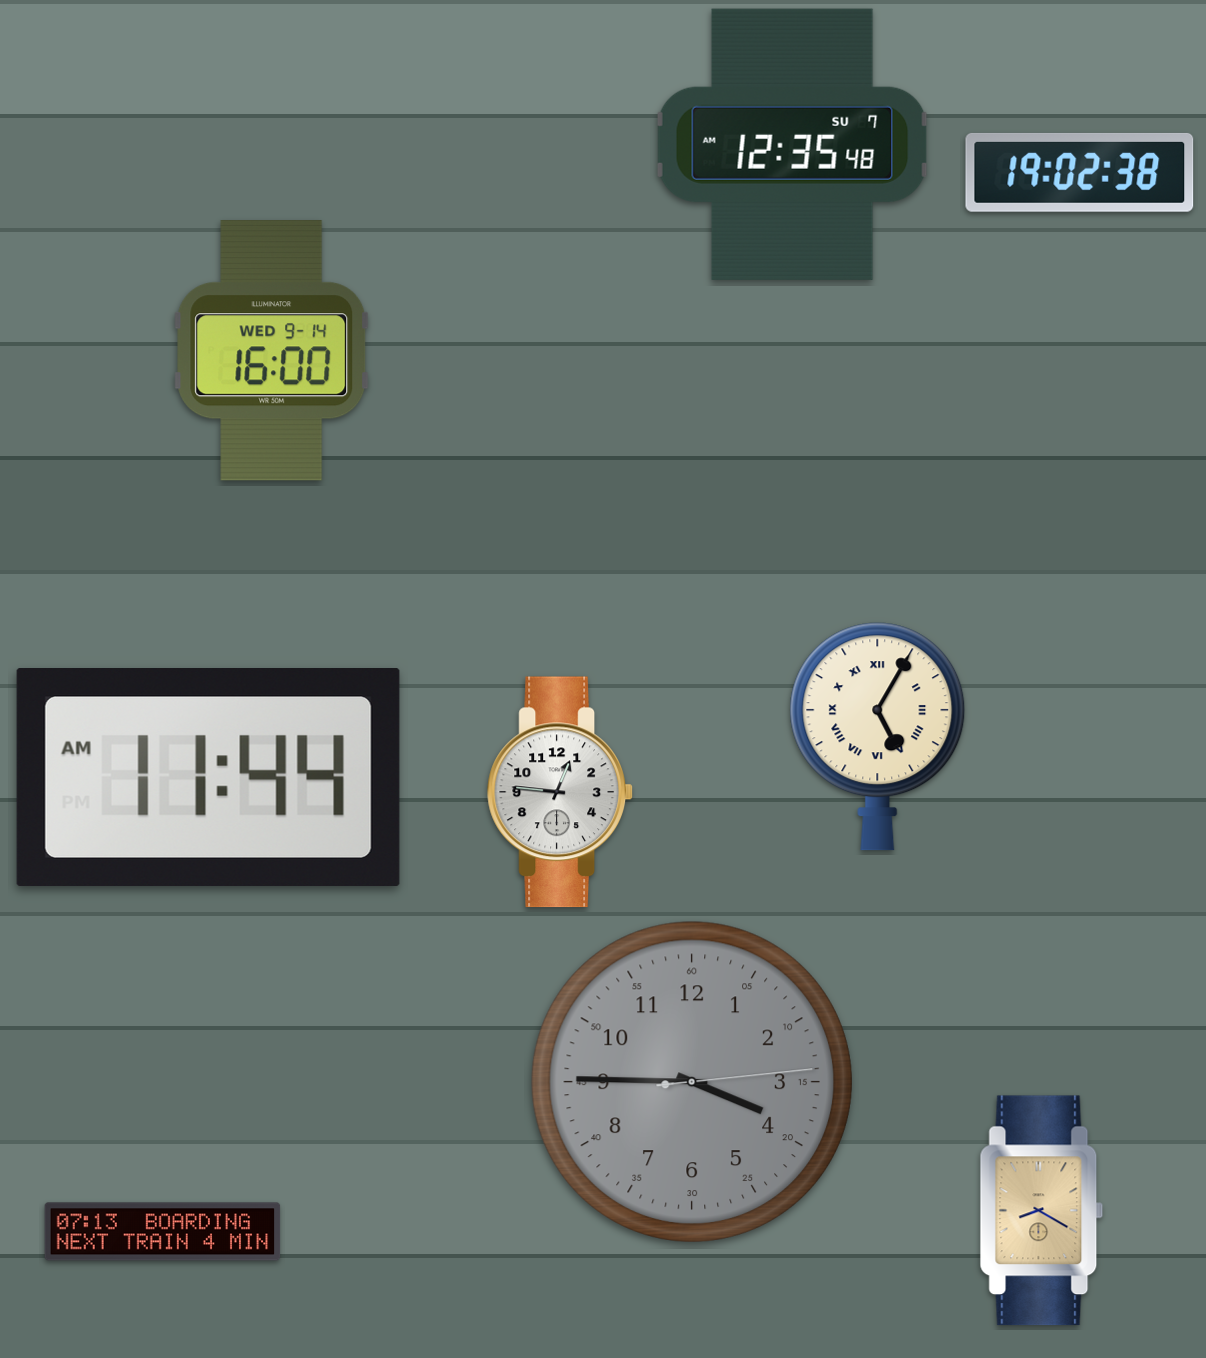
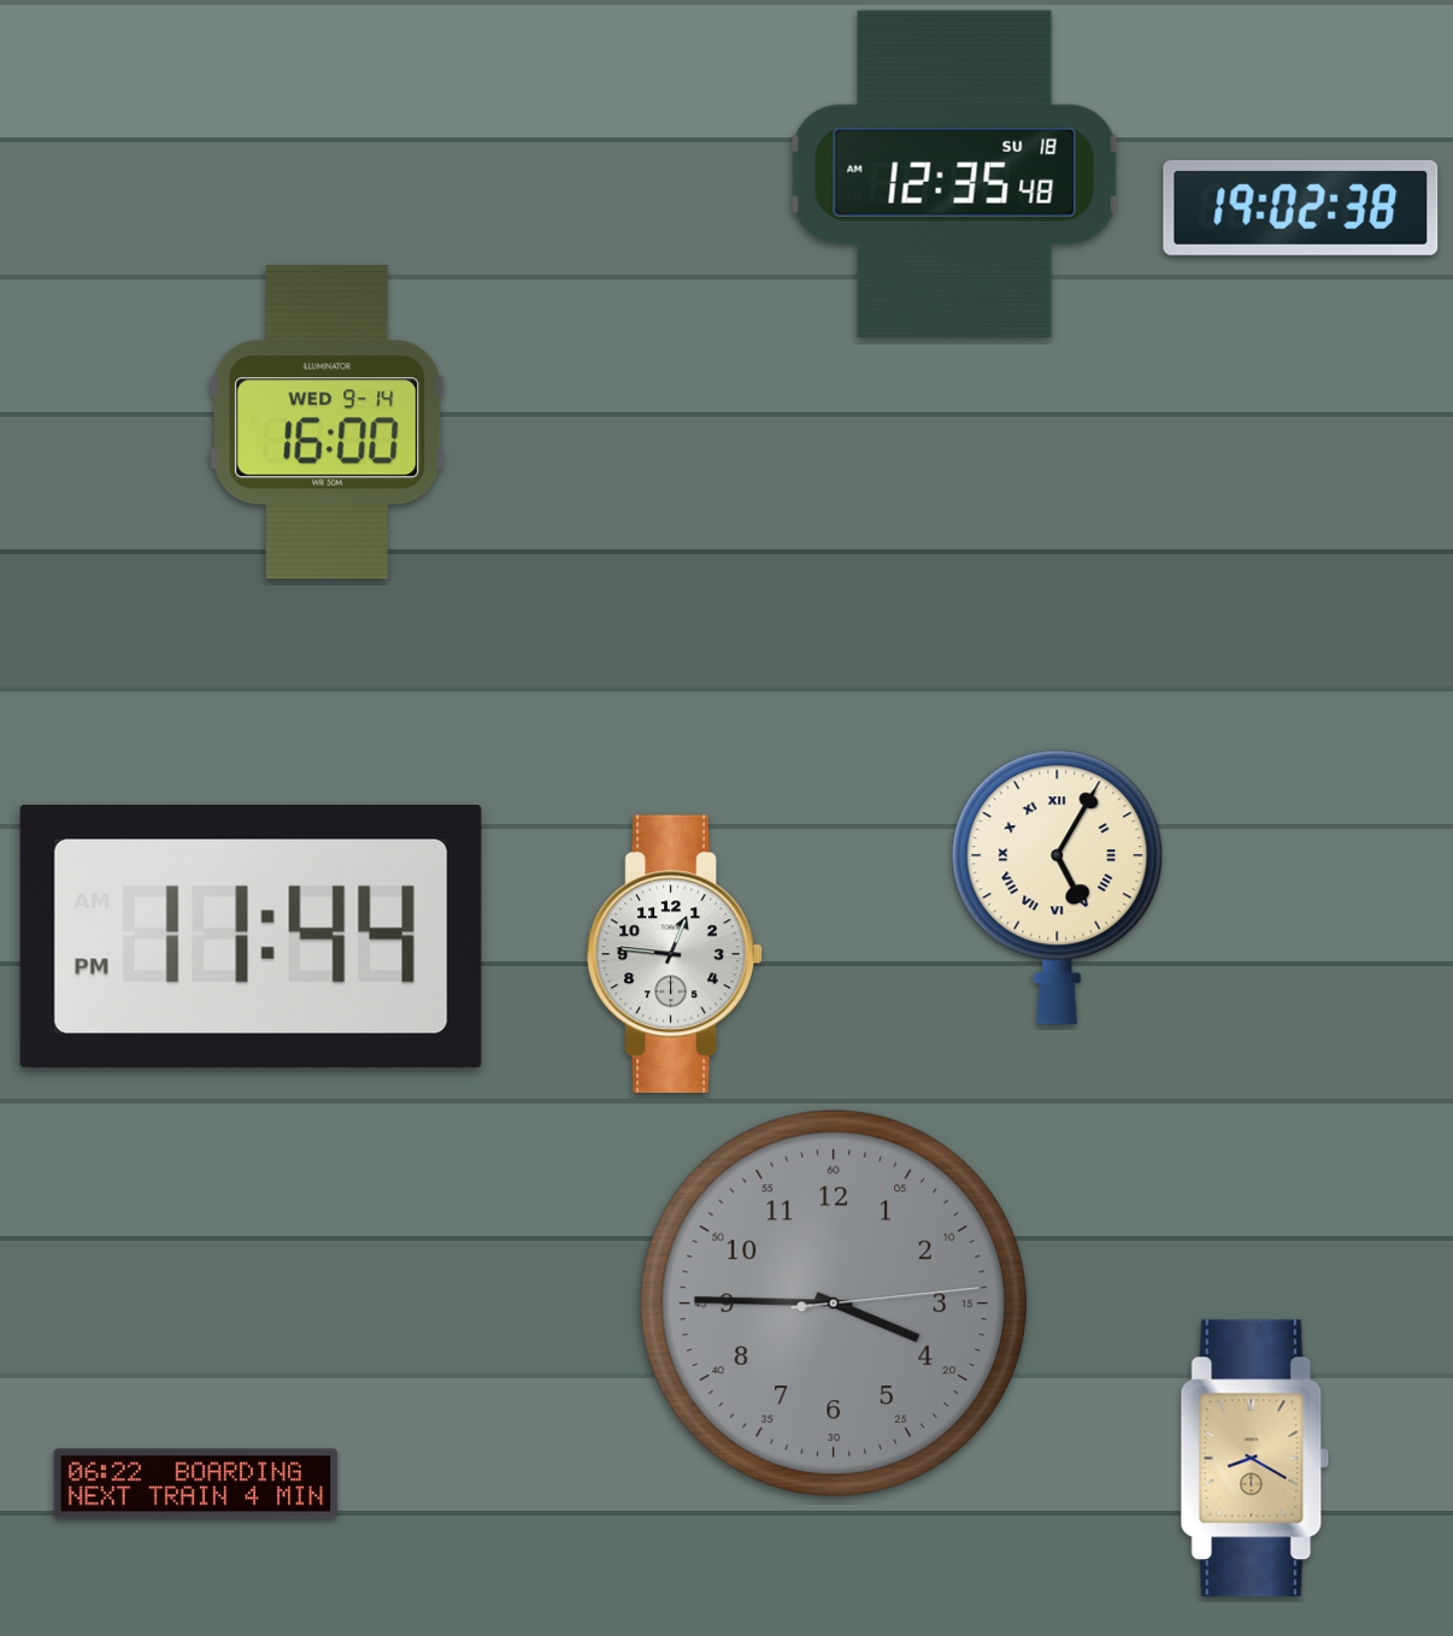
clock at (792, 144) date: SU 7 -> SU 18
clock at (208, 778): 11:44 AM -> 11:44 PM
clock at (163, 1232): 07:13 -> 06:22
